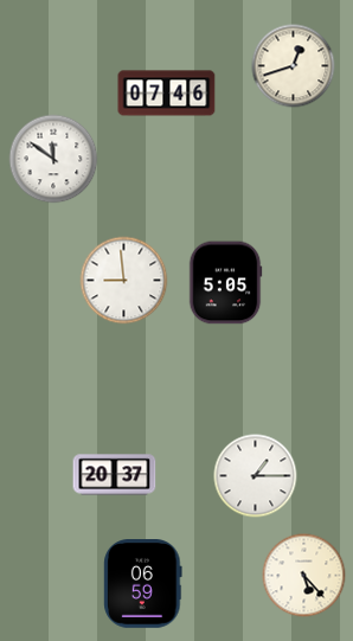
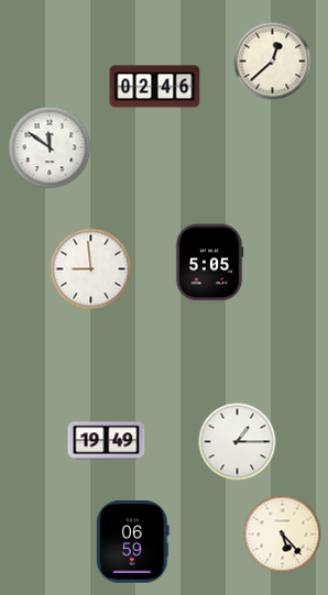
clock at (294, 66): 12:42 -> 12:38
clock at (167, 94): 07:46 -> 02:46
clock at (124, 281) position: (124, 281) -> (91, 269)
clock at (115, 475): 20:37 -> 19:49
